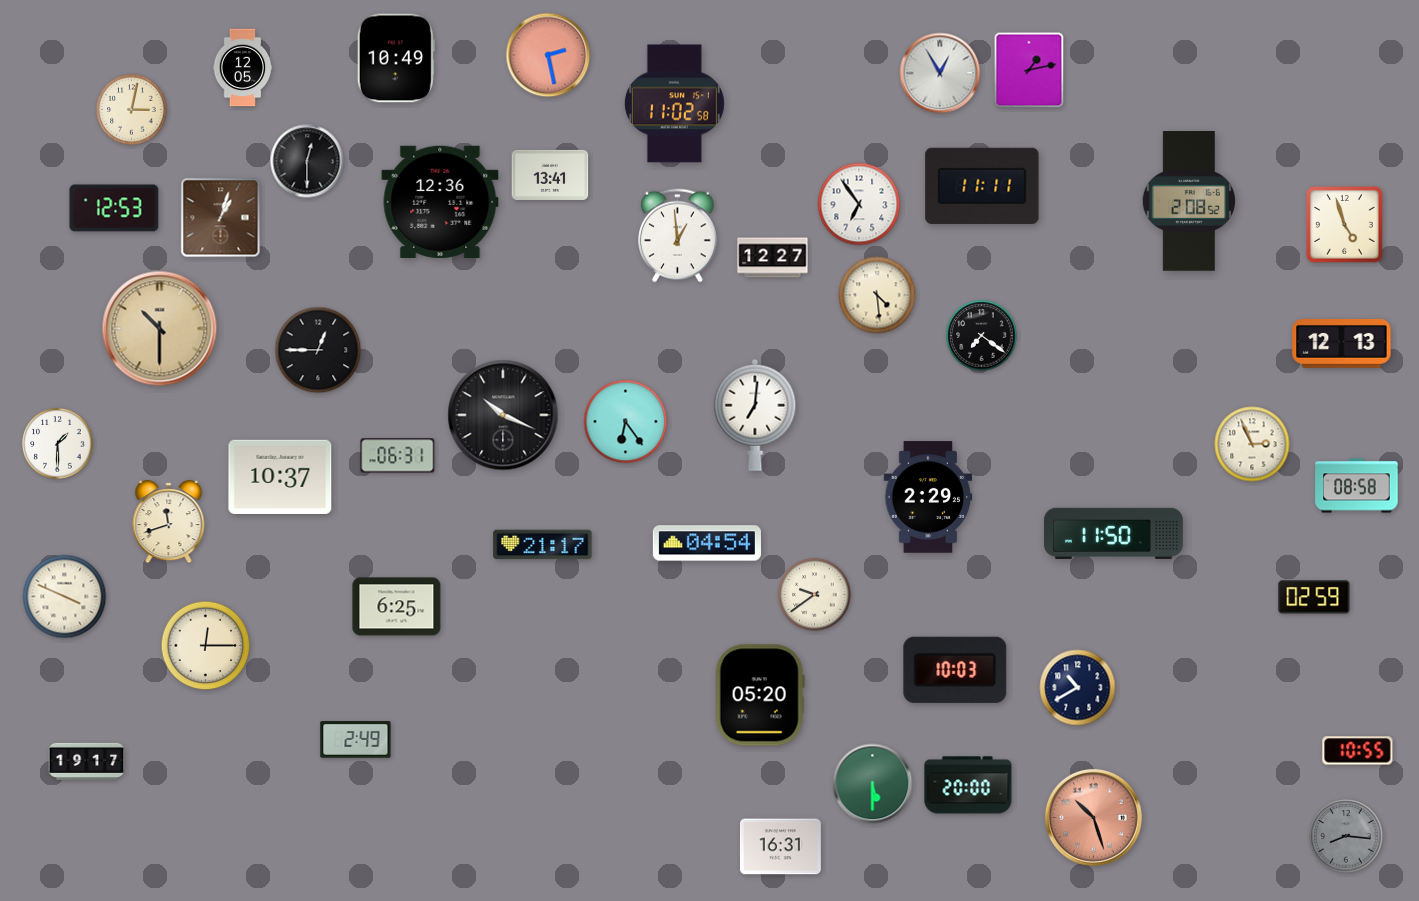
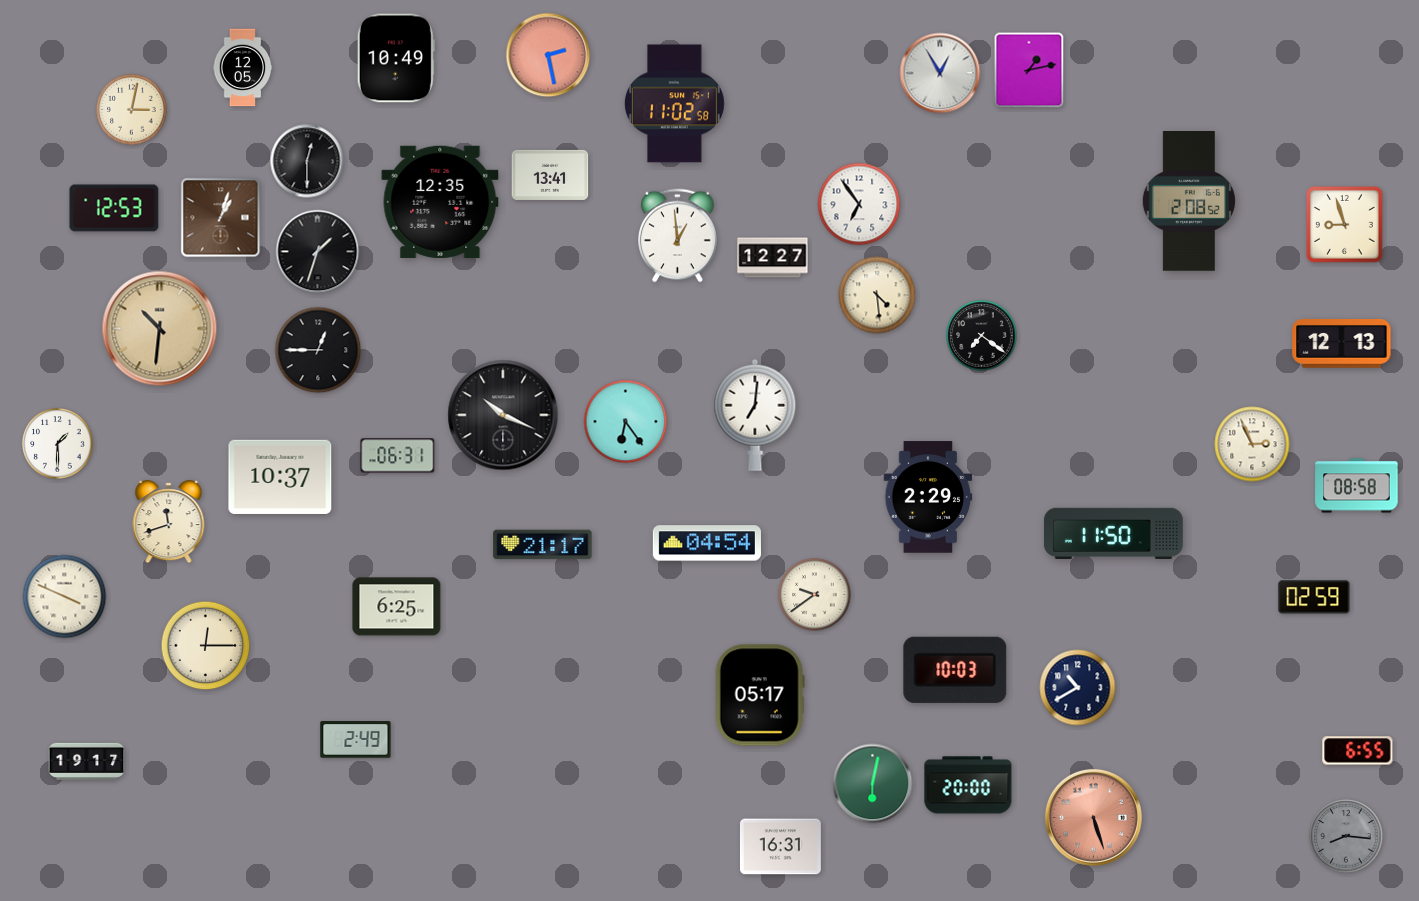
clock at (982, 186): 11:11 -> none
clock at (440, 202): 12:36 -> 12:35
clock at (1344, 224): 4:57 -> 8:57
clock at (318, 252): none -> 1:33
clock at (160, 329): 10:30 -> 10:31
clock at (760, 695): 05:20 -> 05:17
clock at (1358, 751): 10:55 -> 6:55
clock at (873, 784): 5:30 -> 6:02
clock at (1093, 817): 10:27 -> 5:27
